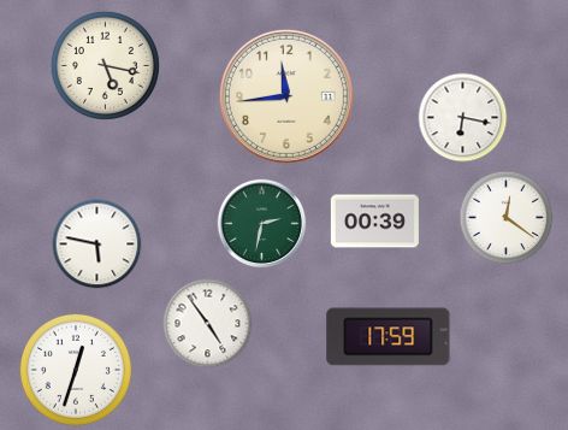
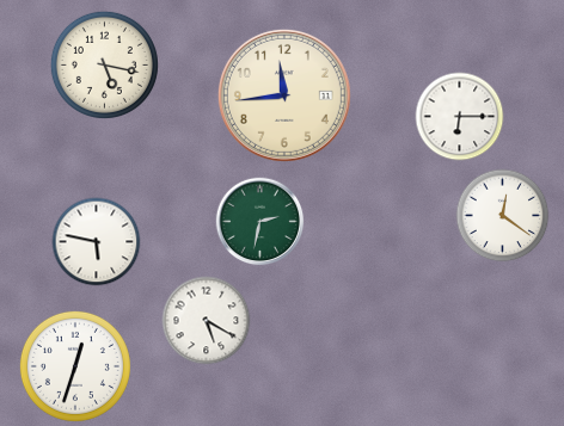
clock at (463, 118): 6:17 -> 6:15
clock at (374, 222): 00:39 -> none
clock at (208, 324): 4:54 -> 5:20
clock at (389, 337): 17:59 -> none
